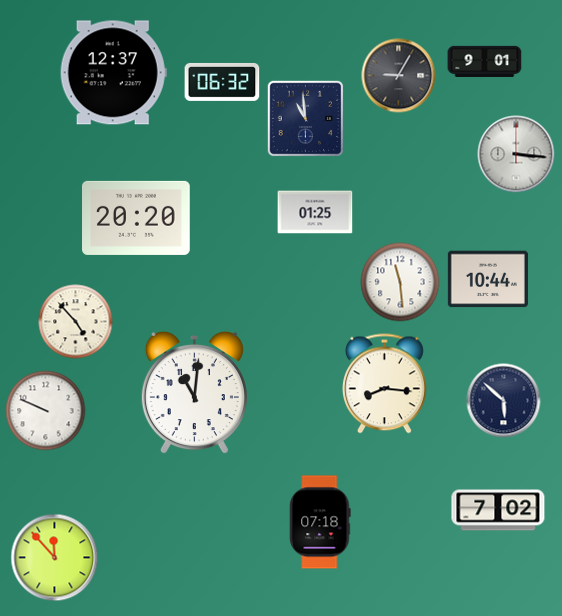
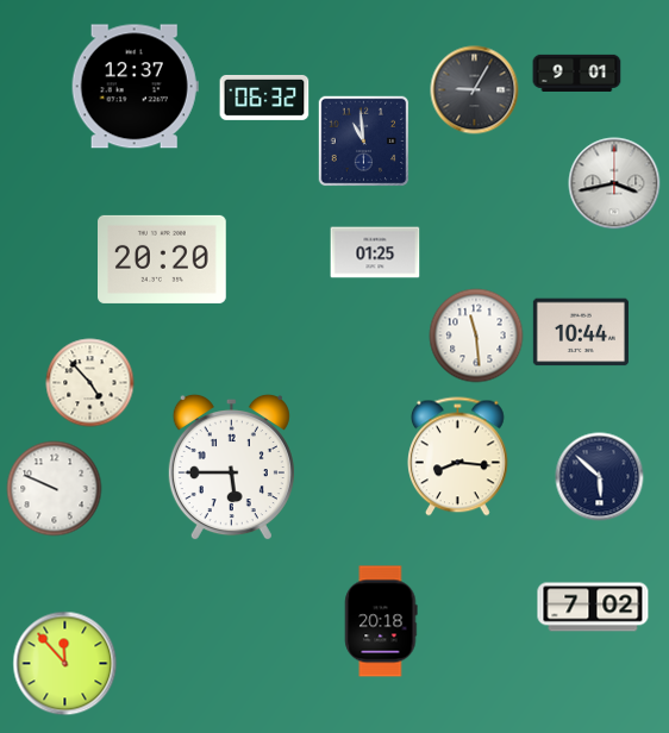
clock at (516, 154): 3:16 -> 3:43
clock at (194, 393): 11:01 -> 5:45
clock at (320, 522): 07:18 -> 20:18
